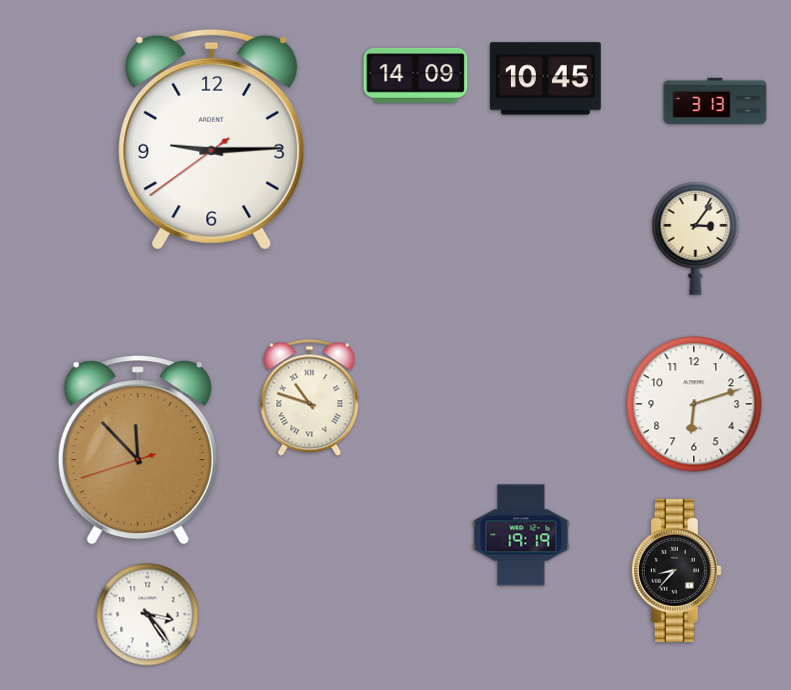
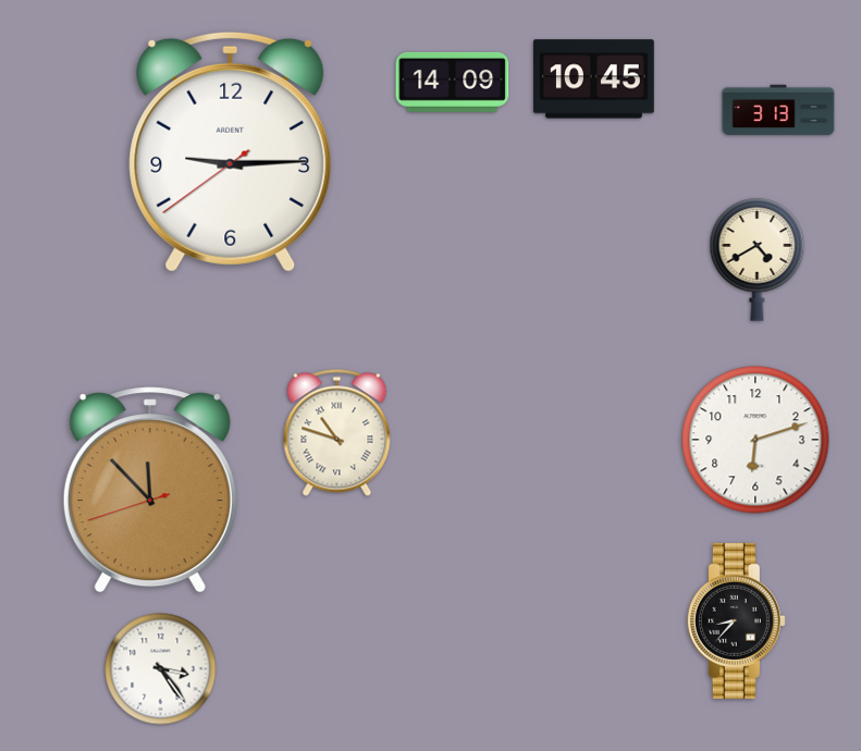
clock at (546, 79) position: (546, 79) -> (594, 79)
clock at (696, 239): 3:06 -> 4:40
clock at (521, 535): 19:19 -> none
